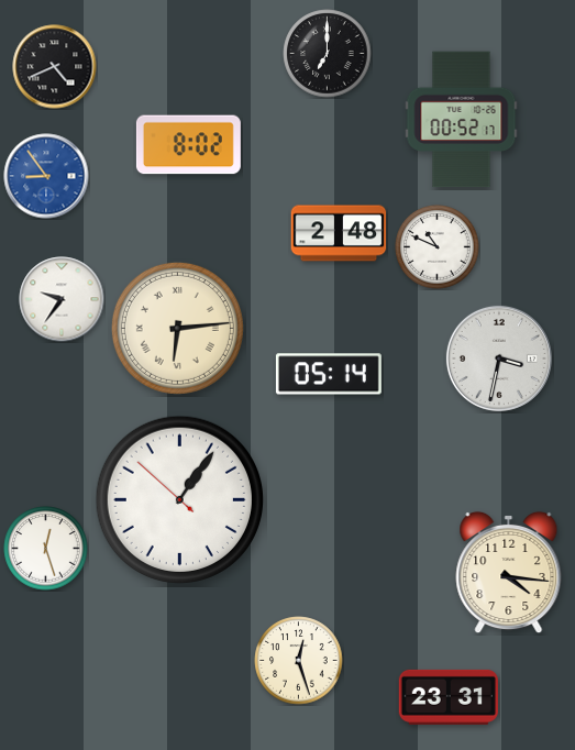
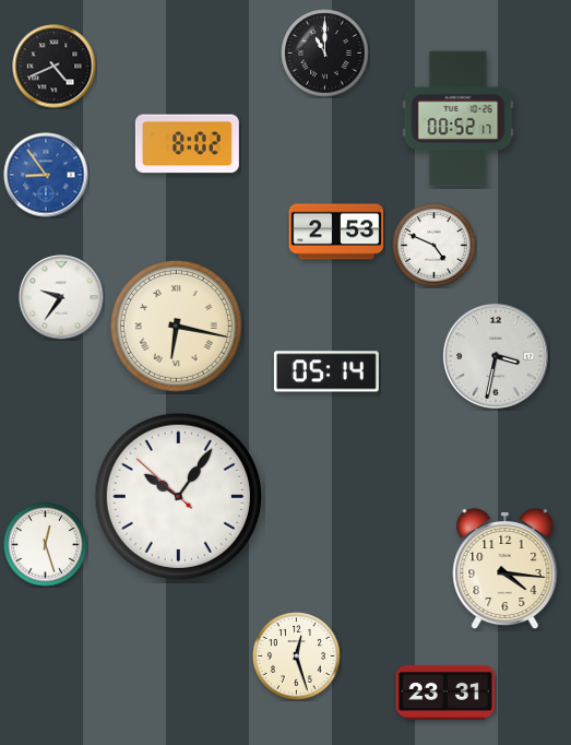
clock at (328, 54): 7:00 -> 11:00
clock at (339, 233): 2:48 -> 2:53
clock at (438, 247): 10:49 -> 4:49
clock at (177, 328): 6:14 -> 6:17
clock at (179, 499): 1:05 -> 10:05
